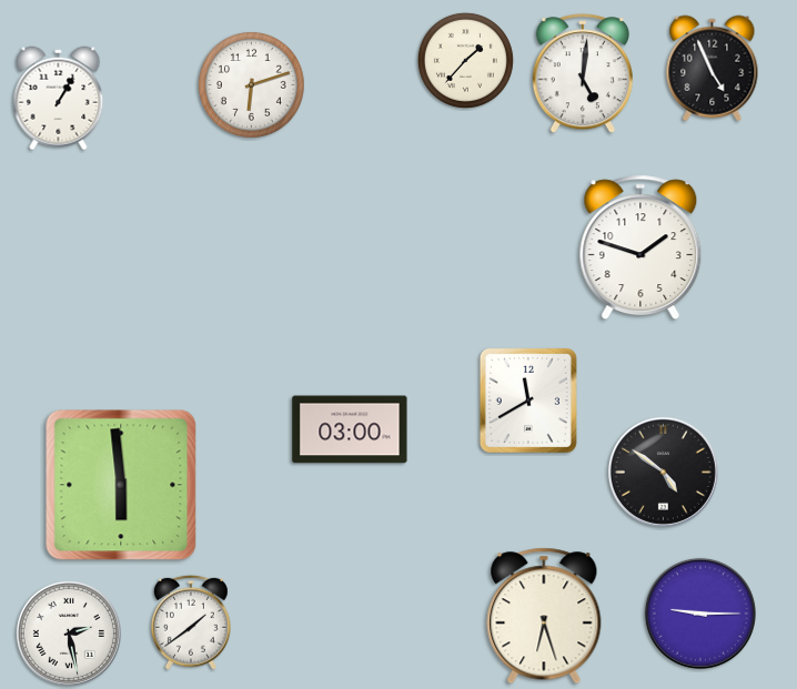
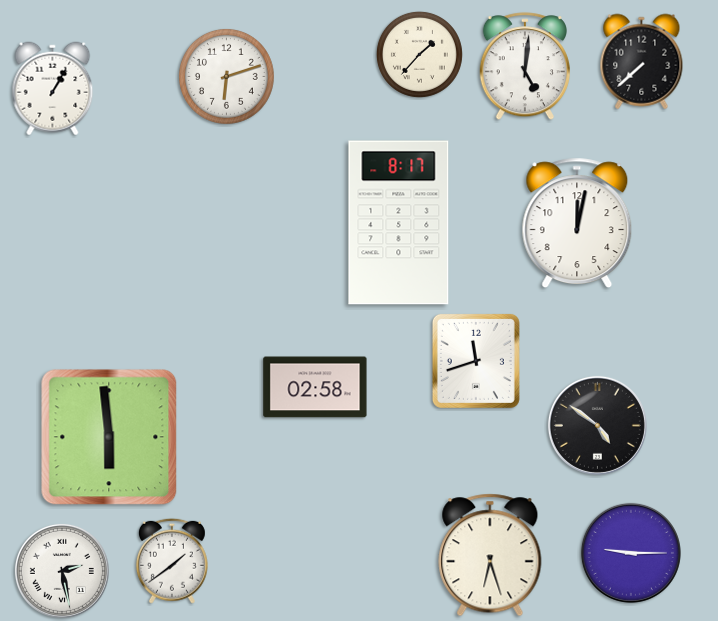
clock at (713, 69): 4:56 -> 7:38
clock at (399, 223): none -> 8:17
clock at (640, 247): 1:48 -> 12:02
clock at (528, 401): 11:40 -> 11:42
clock at (350, 429): 03:00 -> 02:58
